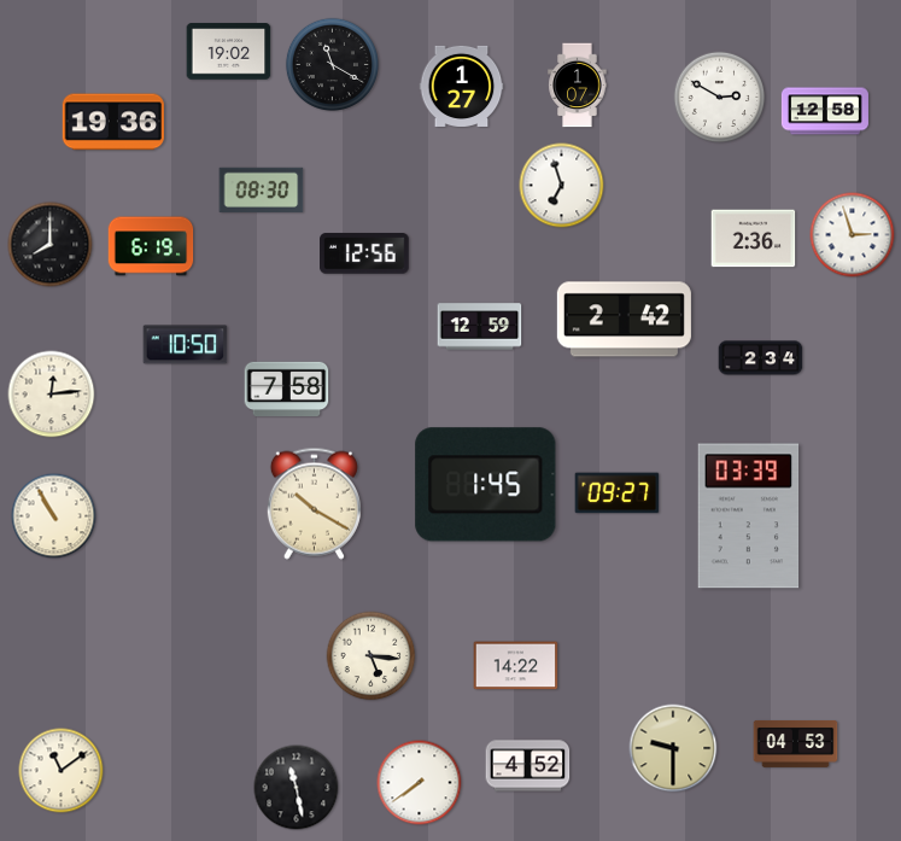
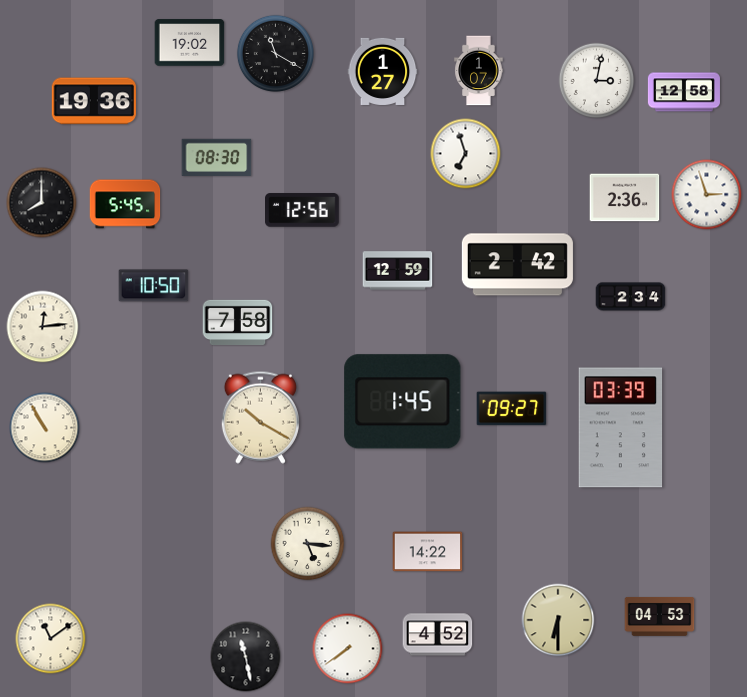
clock at (720, 98): 2:50 -> 3:02
clock at (151, 246): 6:19 -> 5:45
clock at (673, 748): 9:30 -> 6:30
clock at (297, 788) position: (297, 788) -> (246, 657)
